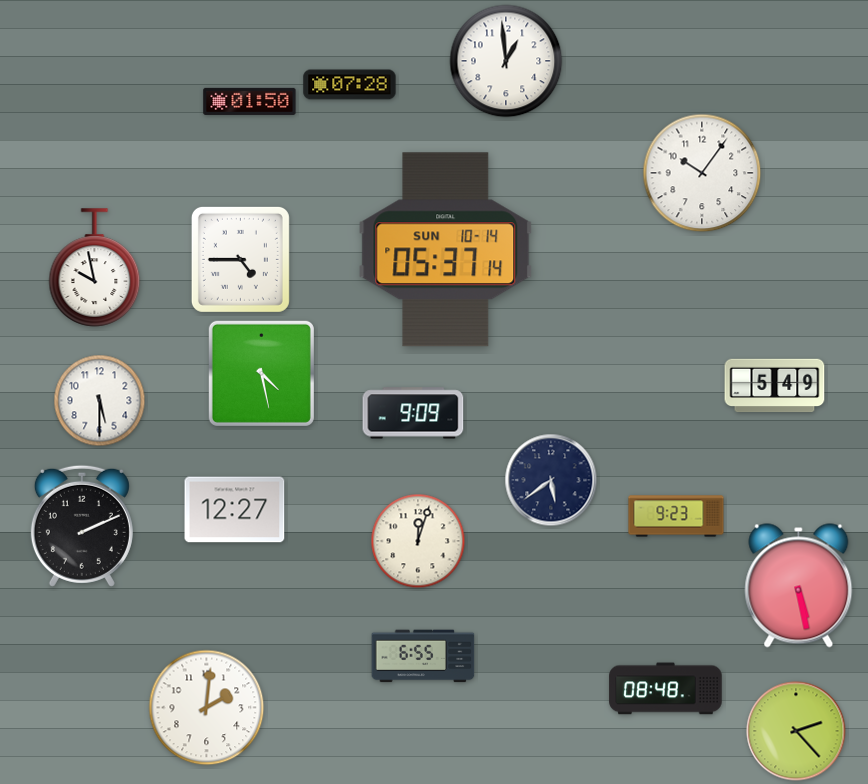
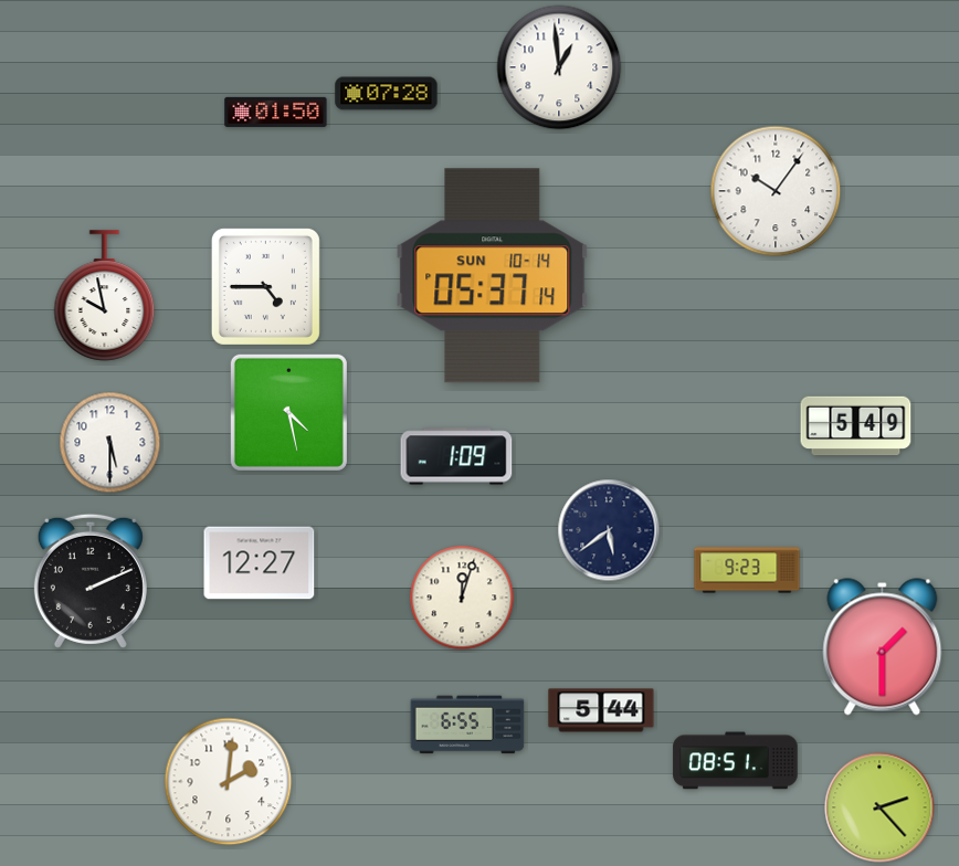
clock at (413, 413): 9:09 -> 1:09
clock at (799, 586): 5:28 -> 1:30
clock at (601, 710): none -> 5:44
clock at (666, 689): 08:48 -> 08:51
